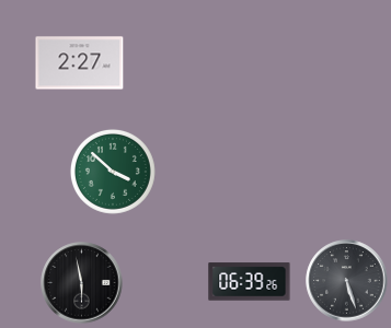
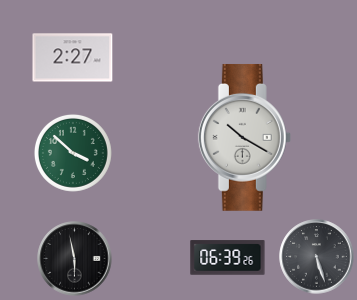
clock at (244, 137): none -> 10:20
clock at (113, 172) position: (113, 172) -> (73, 153)
